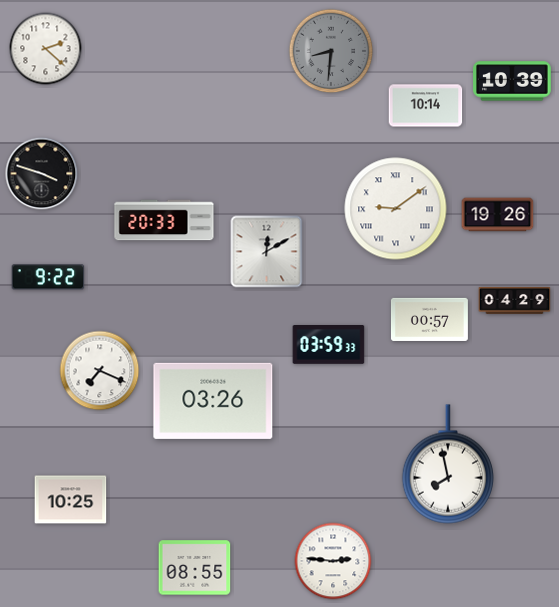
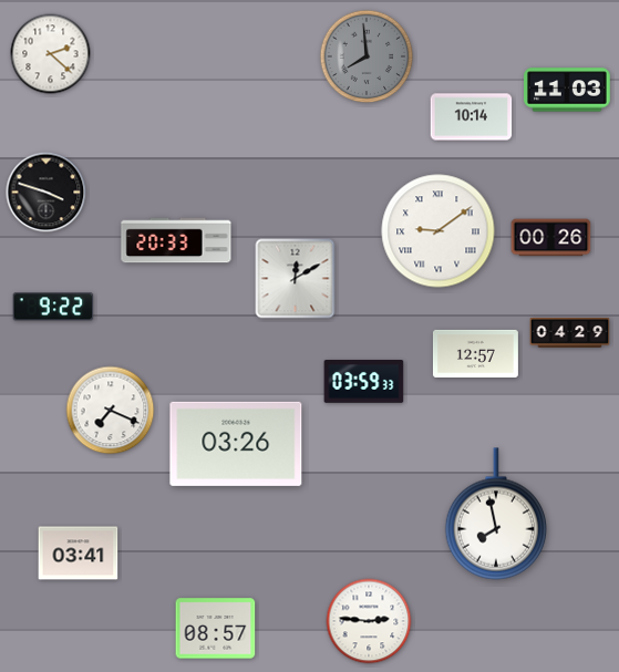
clock at (331, 51): 8:31 -> 7:59
clock at (513, 81): 10:39 -> 11:03
clock at (498, 215): 19:26 -> 00:26
clock at (164, 220) position: (164, 220) -> (176, 240)
clock at (429, 319): 00:57 -> 12:57
clock at (71, 500): 10:25 -> 03:41
clock at (195, 568): 08:55 -> 08:57
